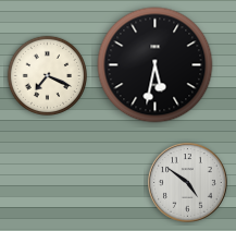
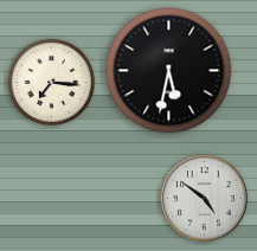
clock at (47, 75): 7:19 -> 7:16
